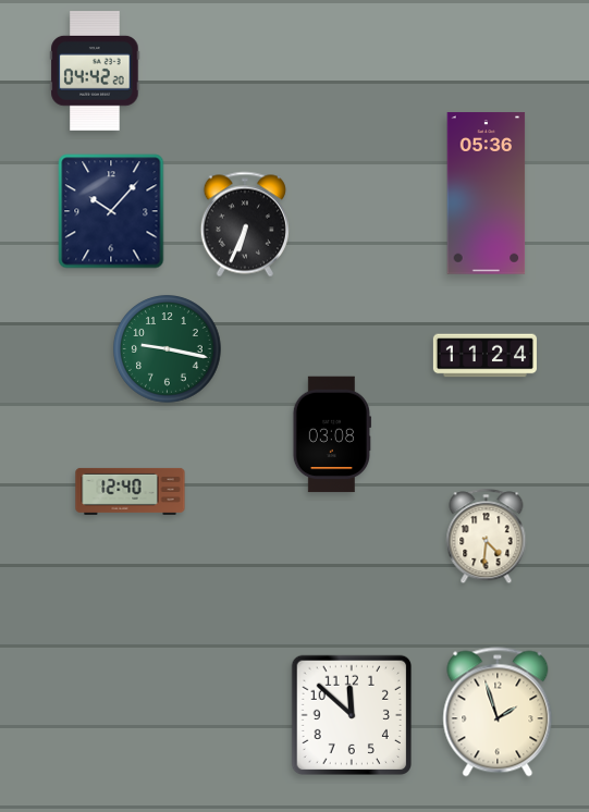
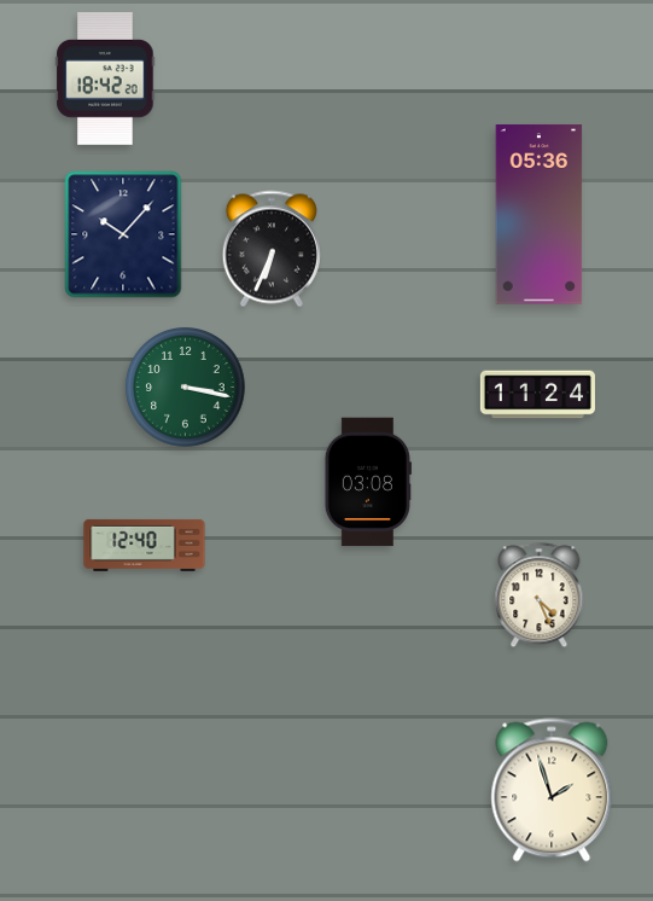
clock at (95, 72): 04:42 -> 18:42
clock at (168, 349): 9:17 -> 3:17
clock at (487, 537): 4:31 -> 4:26
clock at (351, 714): 11:52 -> none
